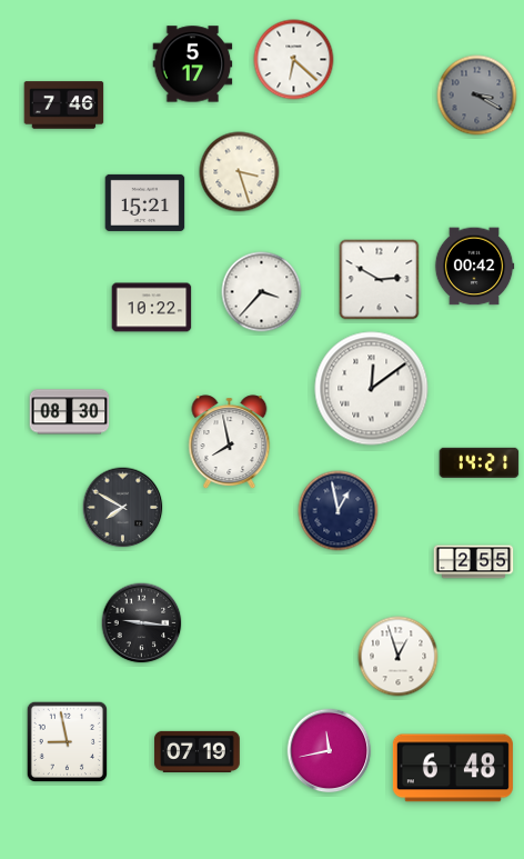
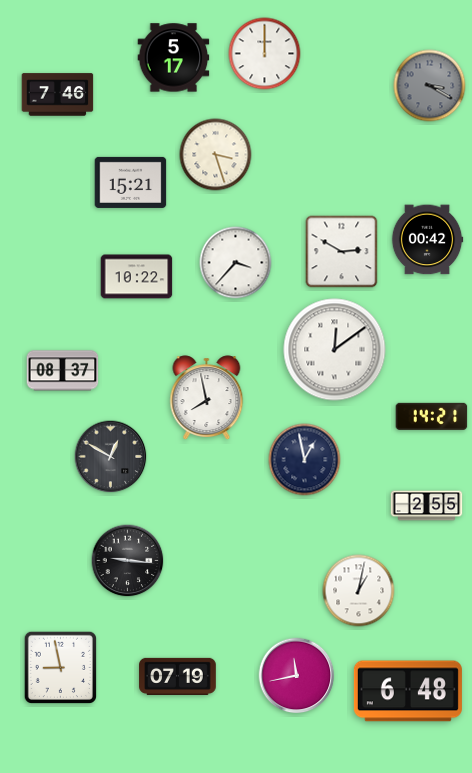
clock at (294, 60): 6:22 -> 12:00
clock at (70, 412): 08:30 -> 08:37
clock at (123, 508): 7:50 -> 12:50
clock at (399, 657): 12:57 -> 1:02
